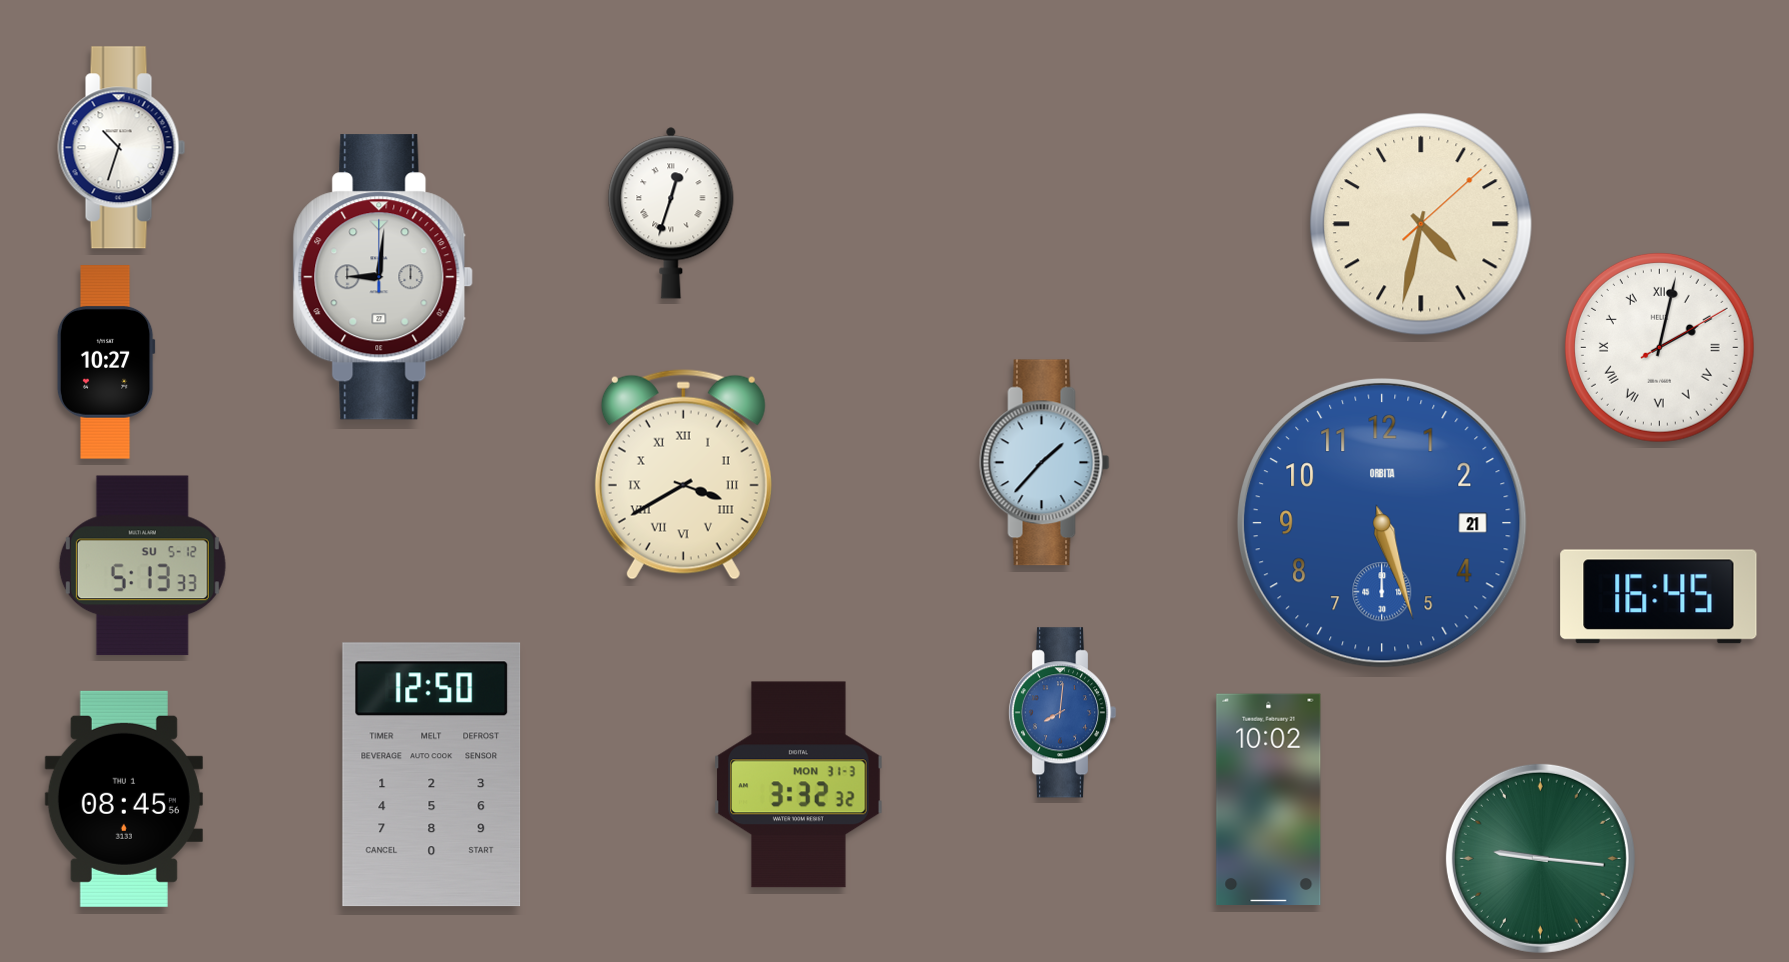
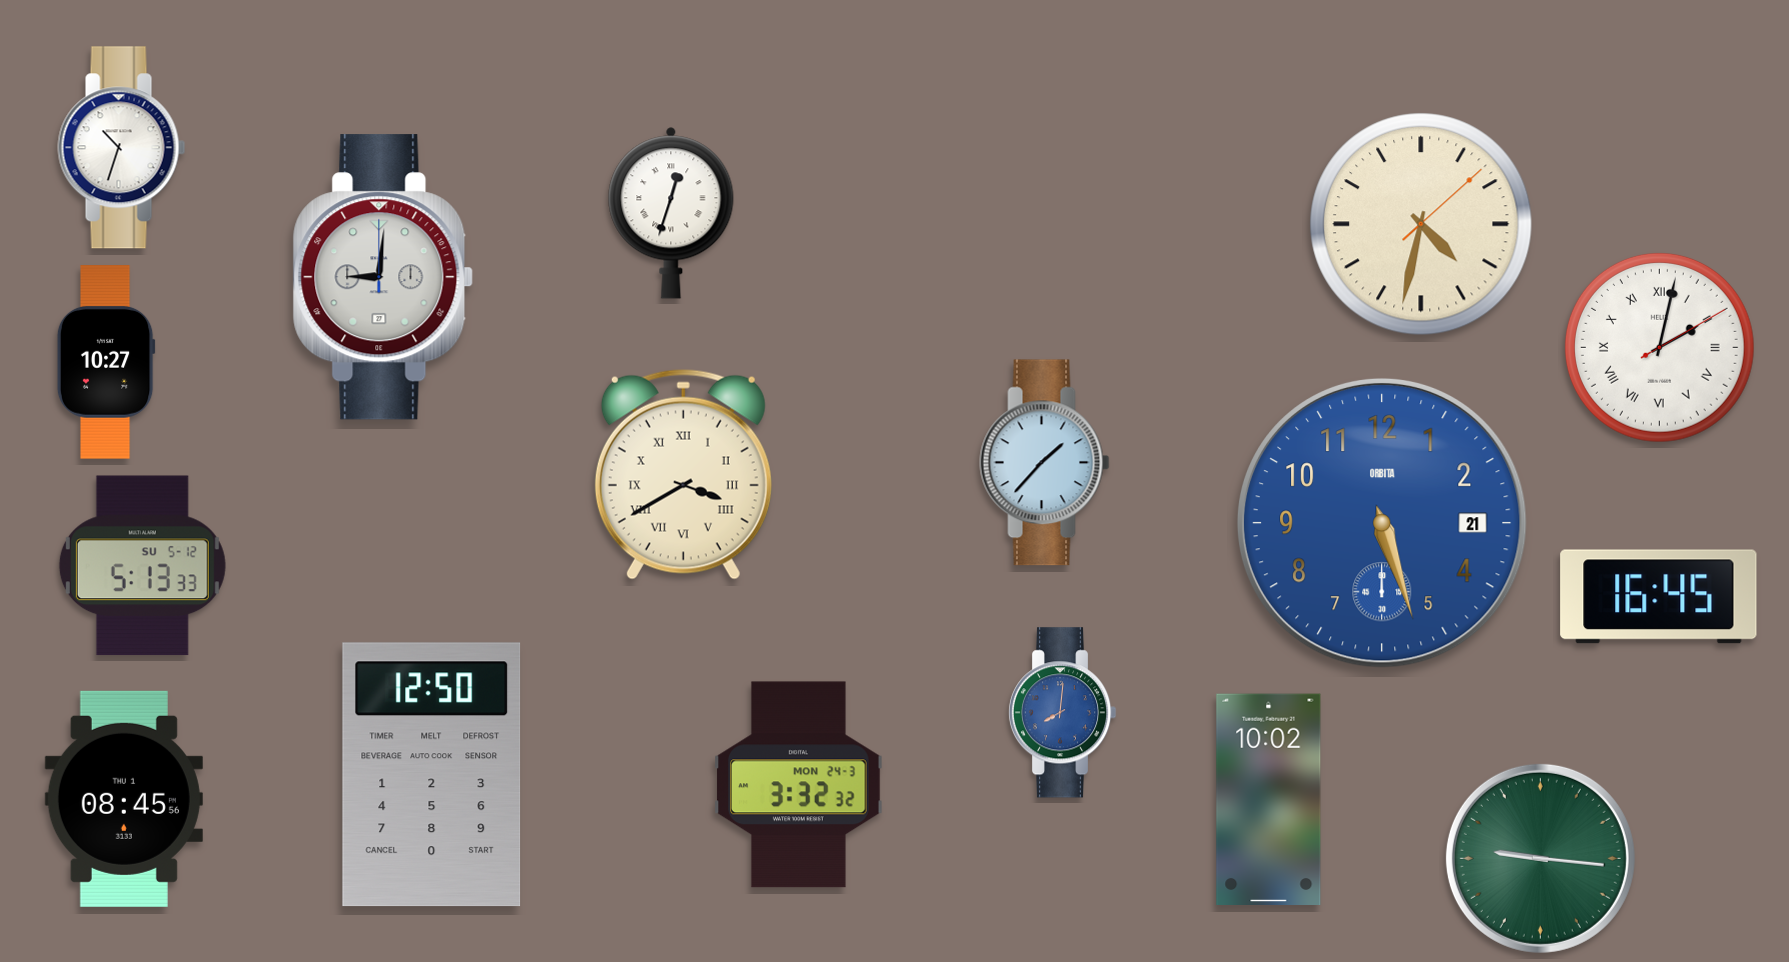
clock at (799, 785) date: MON 31-3 -> MON 24-3
